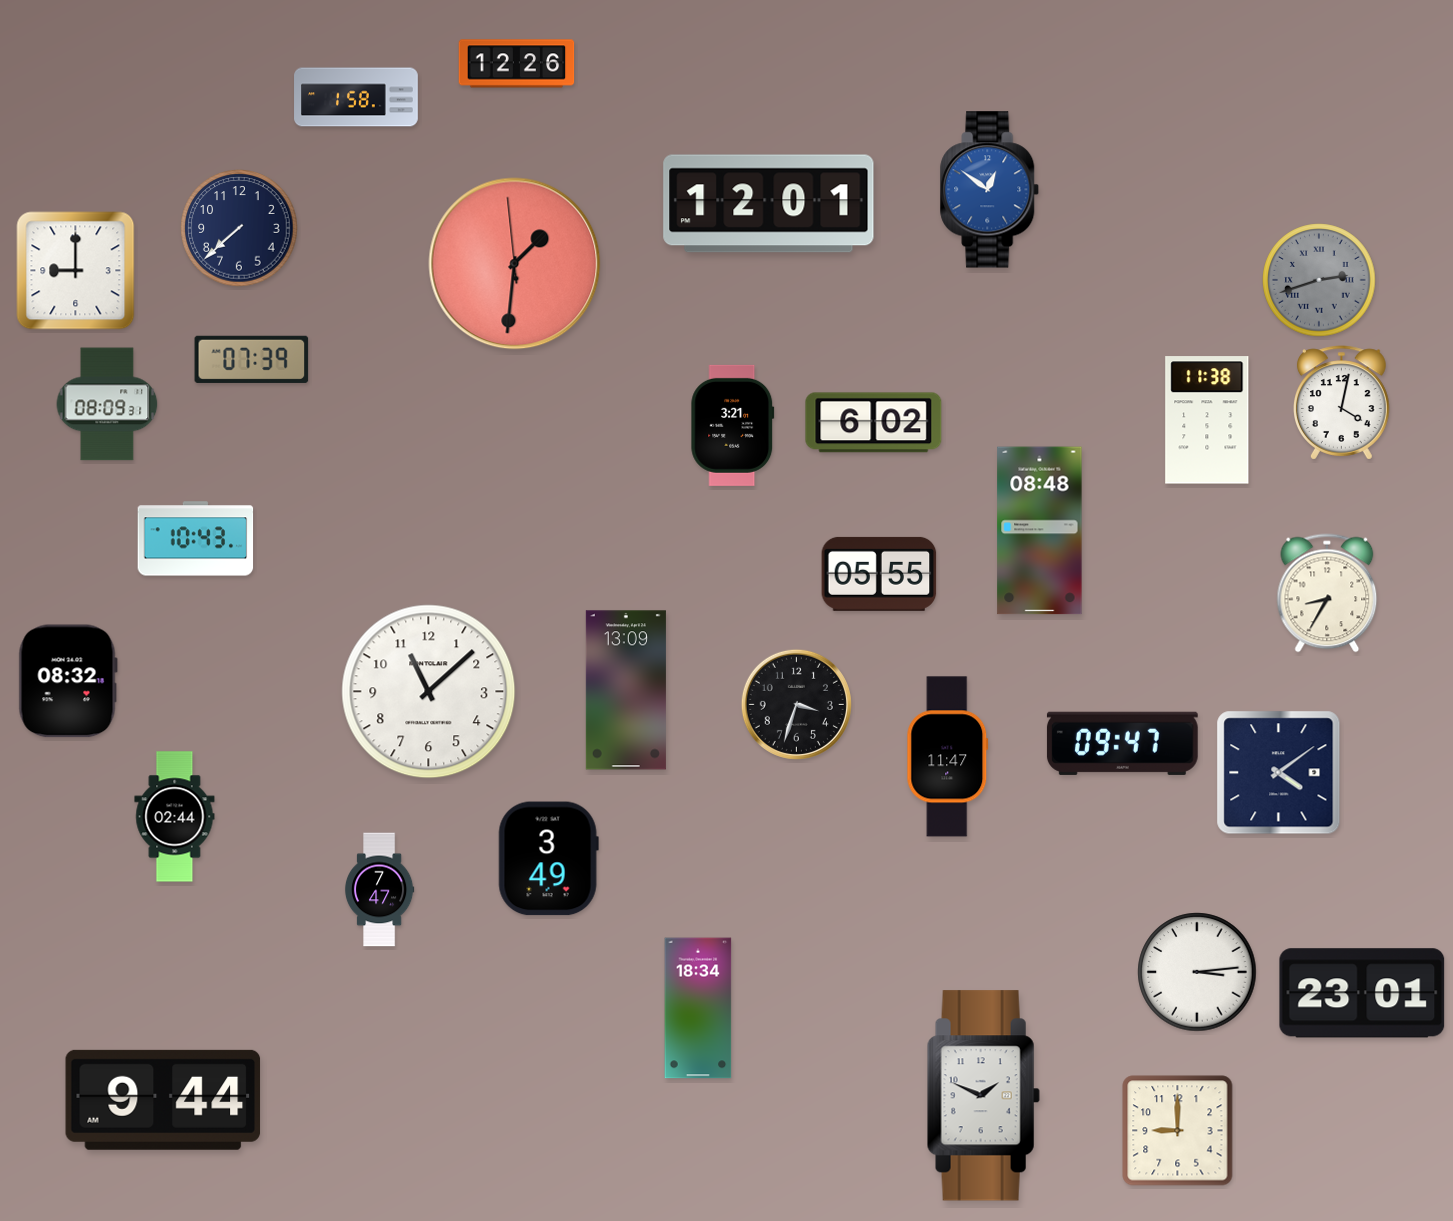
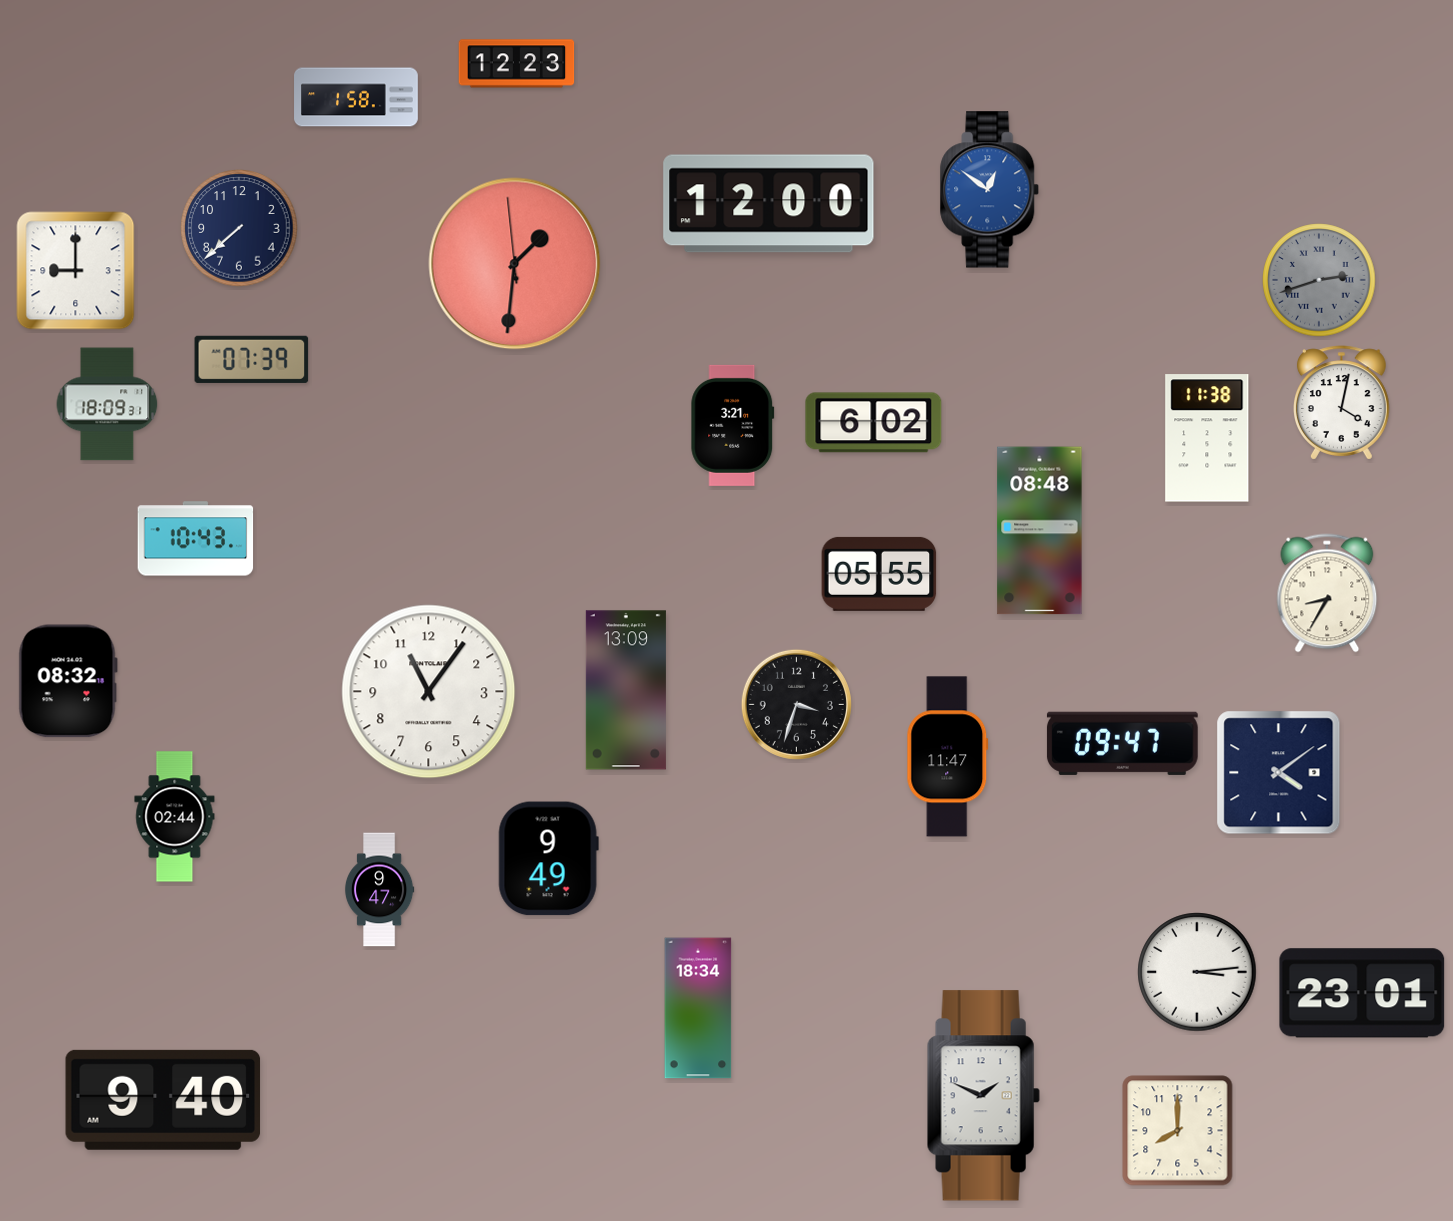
clock at (517, 64): 12:26 -> 12:23
clock at (769, 204): 12:01 -> 12:00
clock at (107, 404): 08:09 -> 18:09
clock at (1207, 420) position: (1207, 420) -> (1207, 438)
clock at (429, 692): 11:08 -> 11:06
clock at (548, 859): 3:49 -> 9:49
clock at (379, 890): 7:47 -> 9:47
clock at (163, 1100): 9:44 -> 9:40
clock at (1178, 1131): 9:00 -> 8:00
